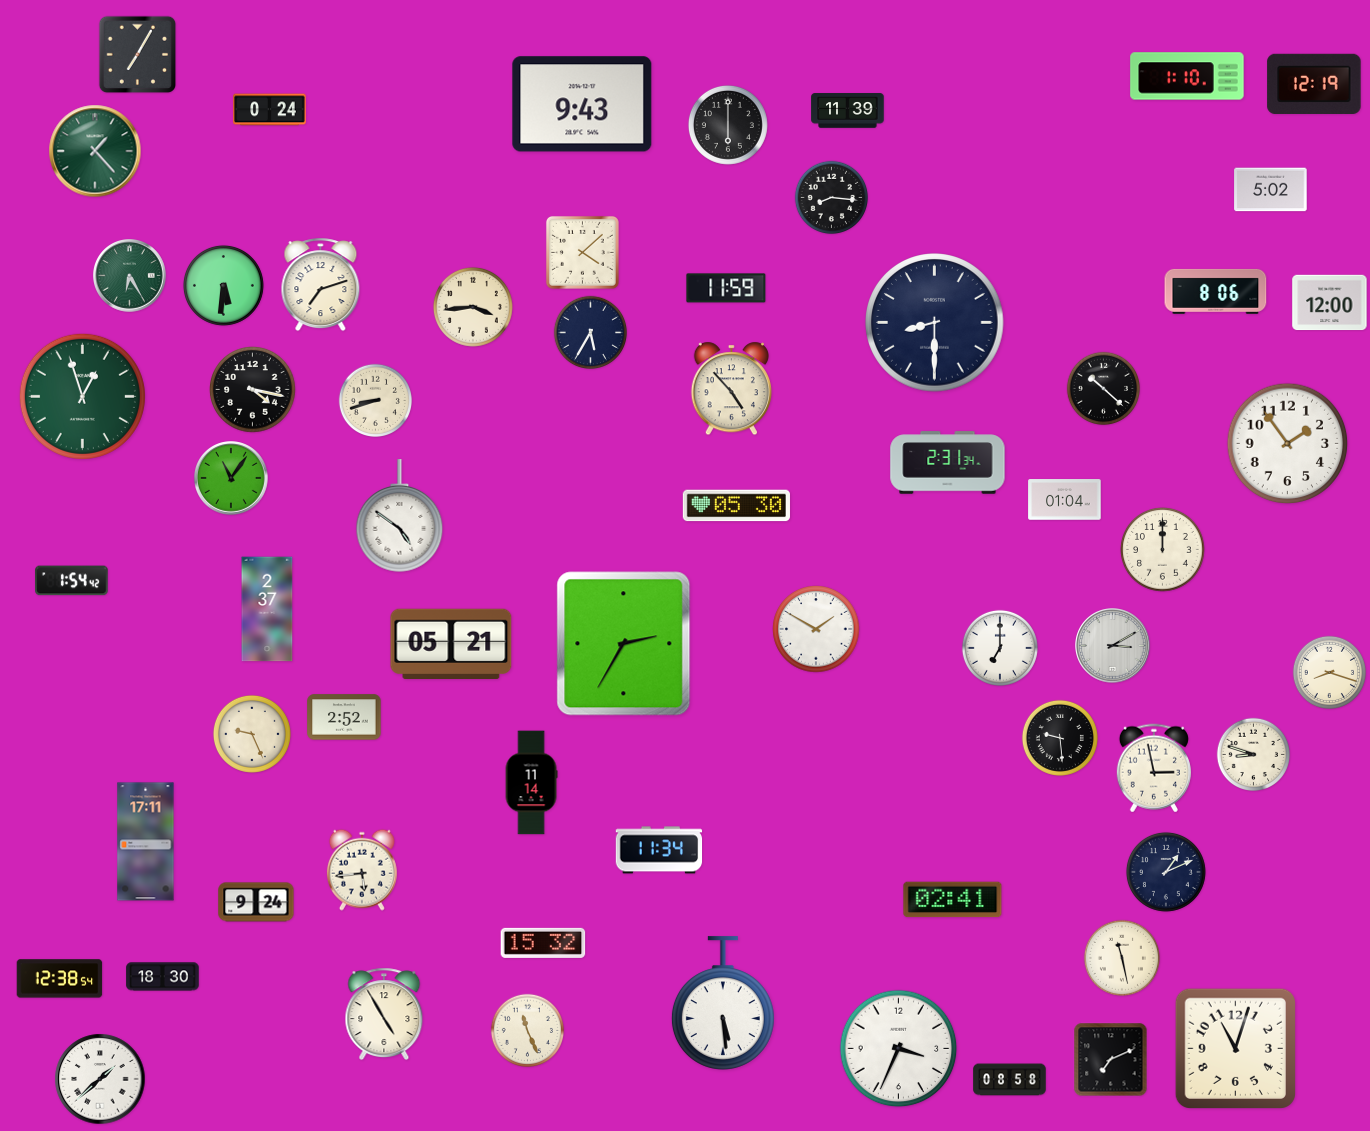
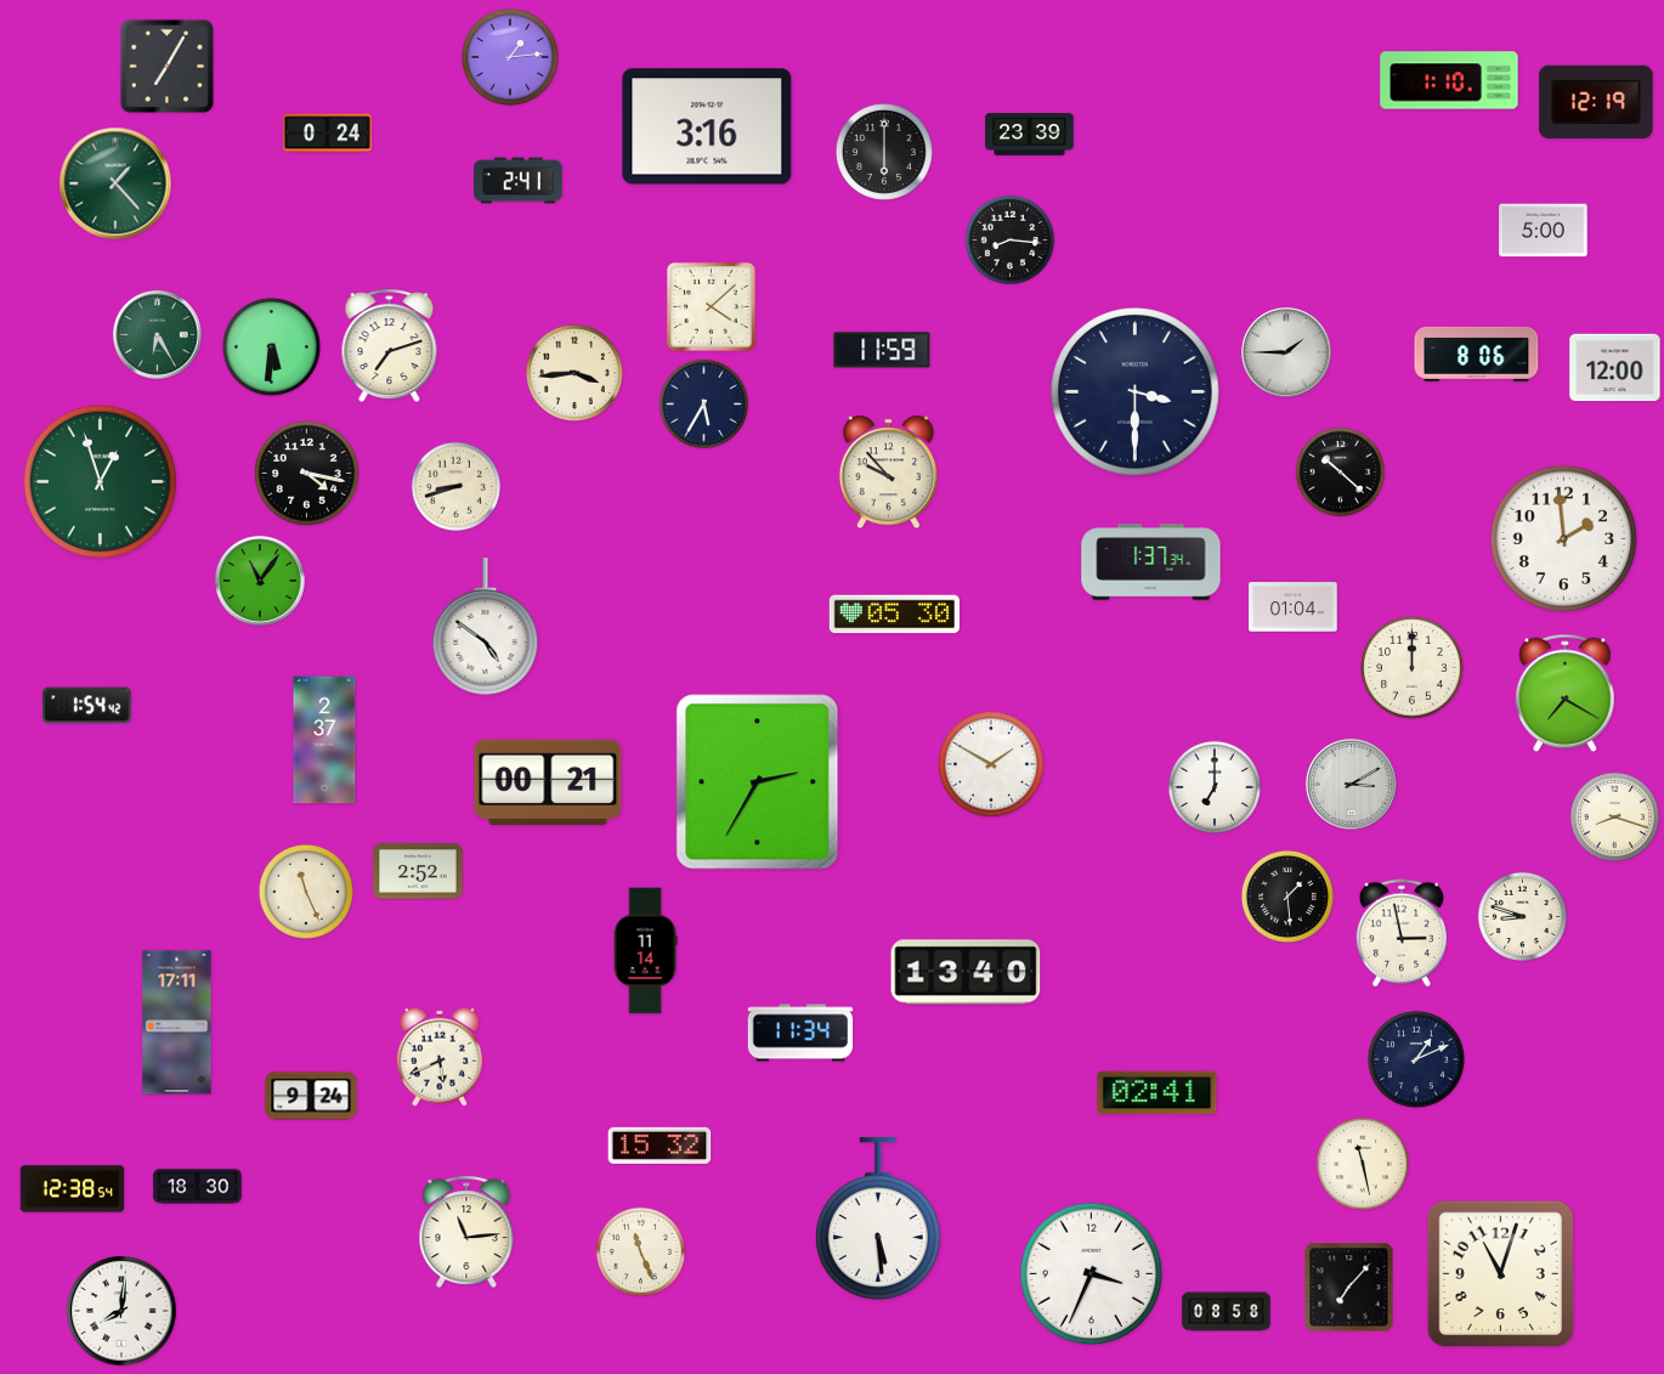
clock at (510, 57): none -> 1:14
clock at (1187, 76) position: (1187, 76) -> (1449, 80)
clock at (582, 104): 9:43 -> 3:16
clock at (848, 111): 11:39 -> 23:39
clock at (519, 181): none -> 2:41
clock at (1271, 190): 5:02 -> 5:00
clock at (582, 252) position: (582, 252) -> (711, 306)
clock at (1286, 352): none -> 1:45
clock at (935, 323): 8:30 -> 3:30
clock at (590, 332) position: (590, 332) -> (703, 403)
clock at (731, 389): 4:53 -> 9:53
clock at (1288, 444): 1:54 -> 1:59
clock at (948, 463): 2:31 -> 1:37
clock at (231, 478) position: (231, 478) -> (260, 581)
clock at (1566, 694): none -> 7:20
clock at (451, 643): 05:21 -> 00:21
clock at (252, 734): 9:26 -> 11:26
clock at (1060, 738): 9:29 -> 1:29
clock at (966, 972): none -> 13:40
clock at (362, 870): 5:44 -> 5:41
clock at (384, 1014): 4:55 -> 11:14
clock at (1111, 1060): 7:11 -> 7:07
clock at (100, 1079): 1:38 -> 8:01
